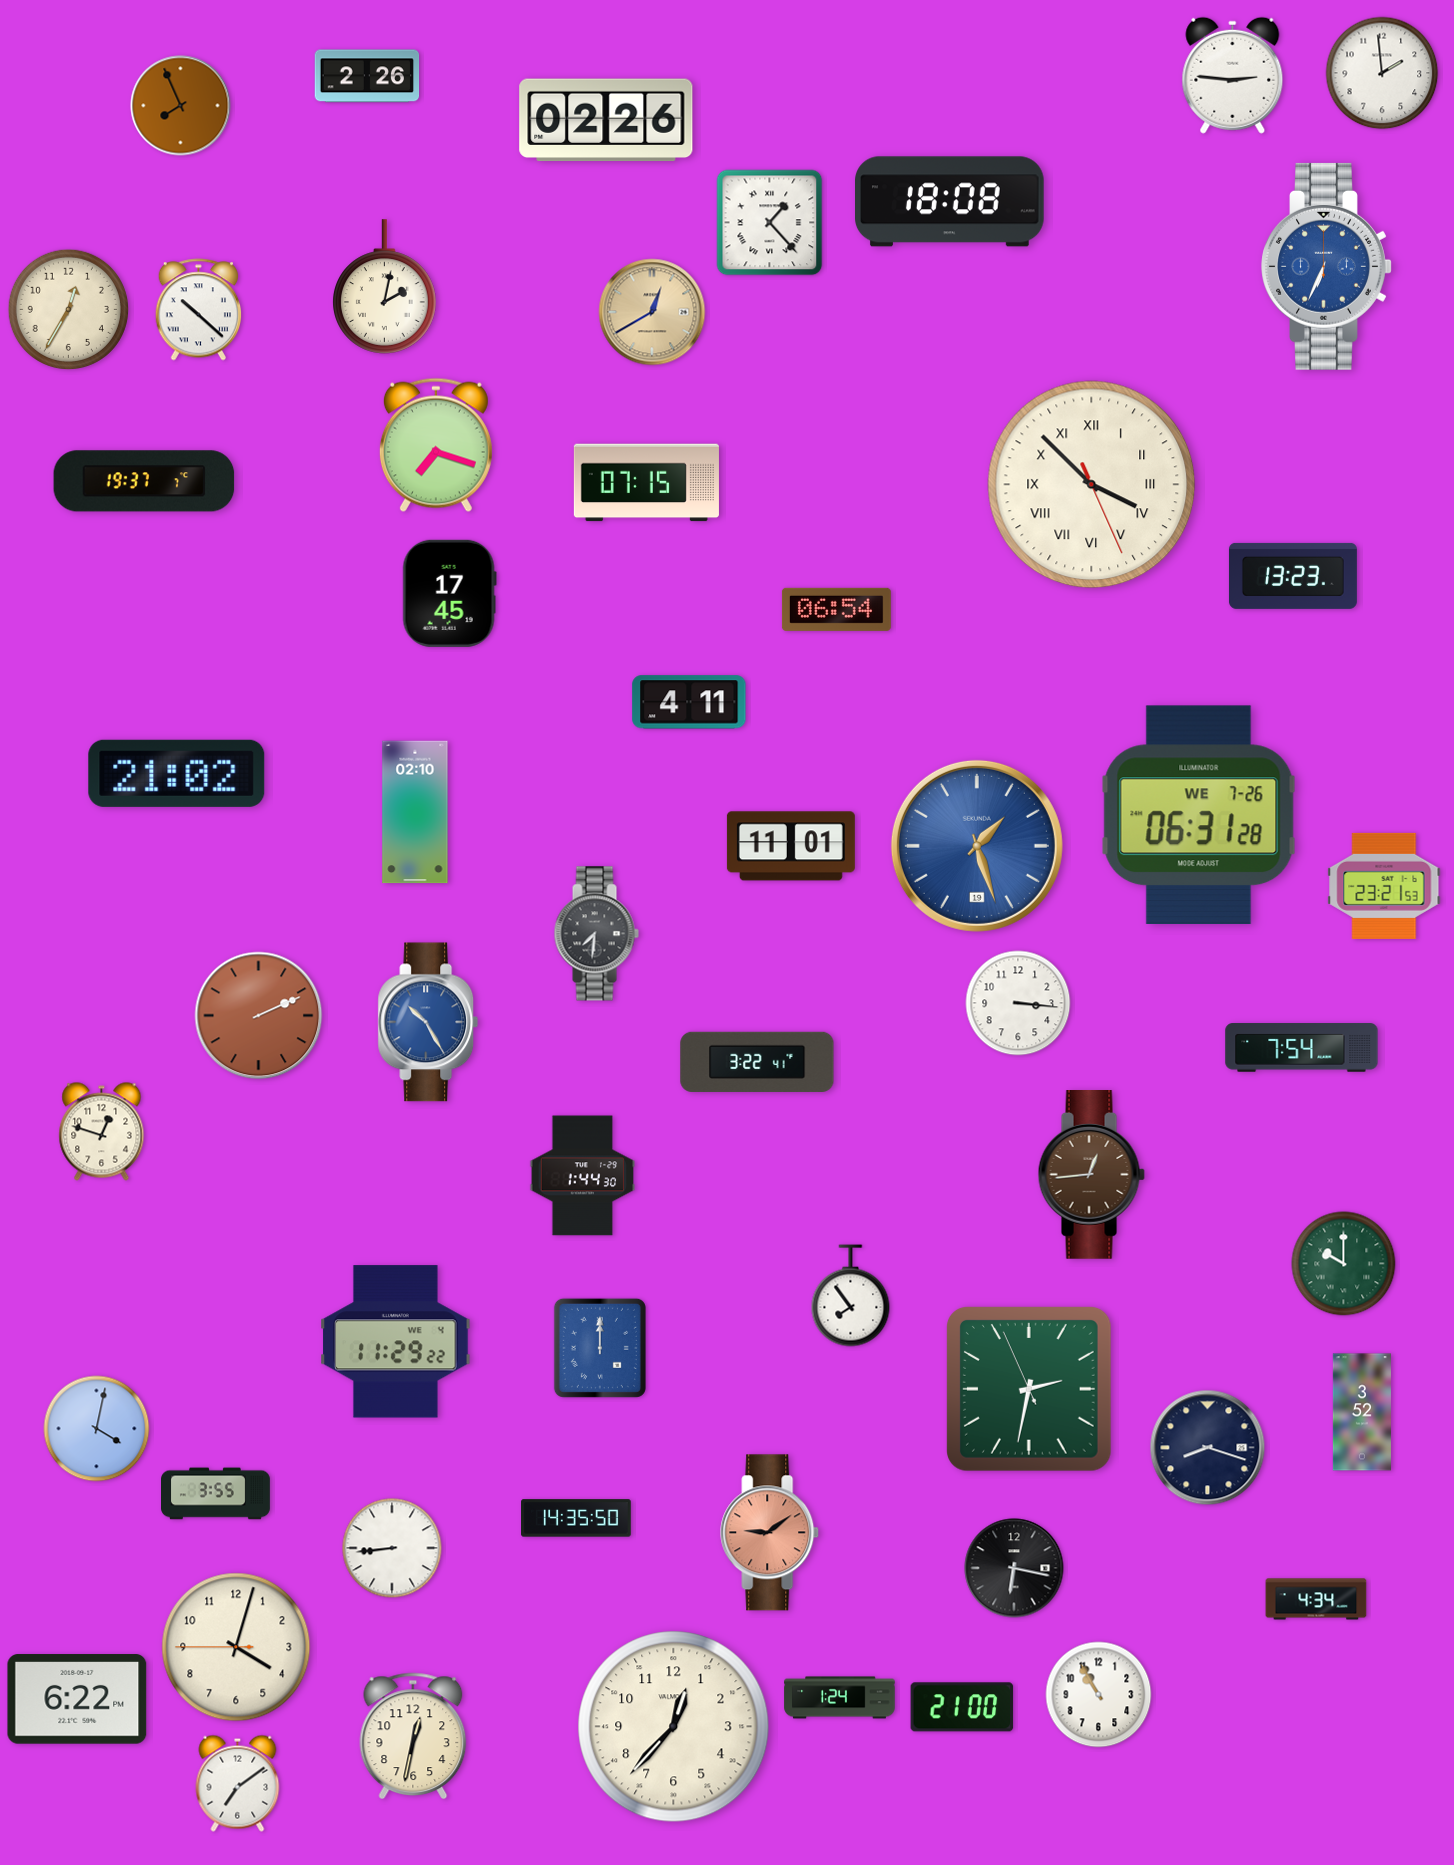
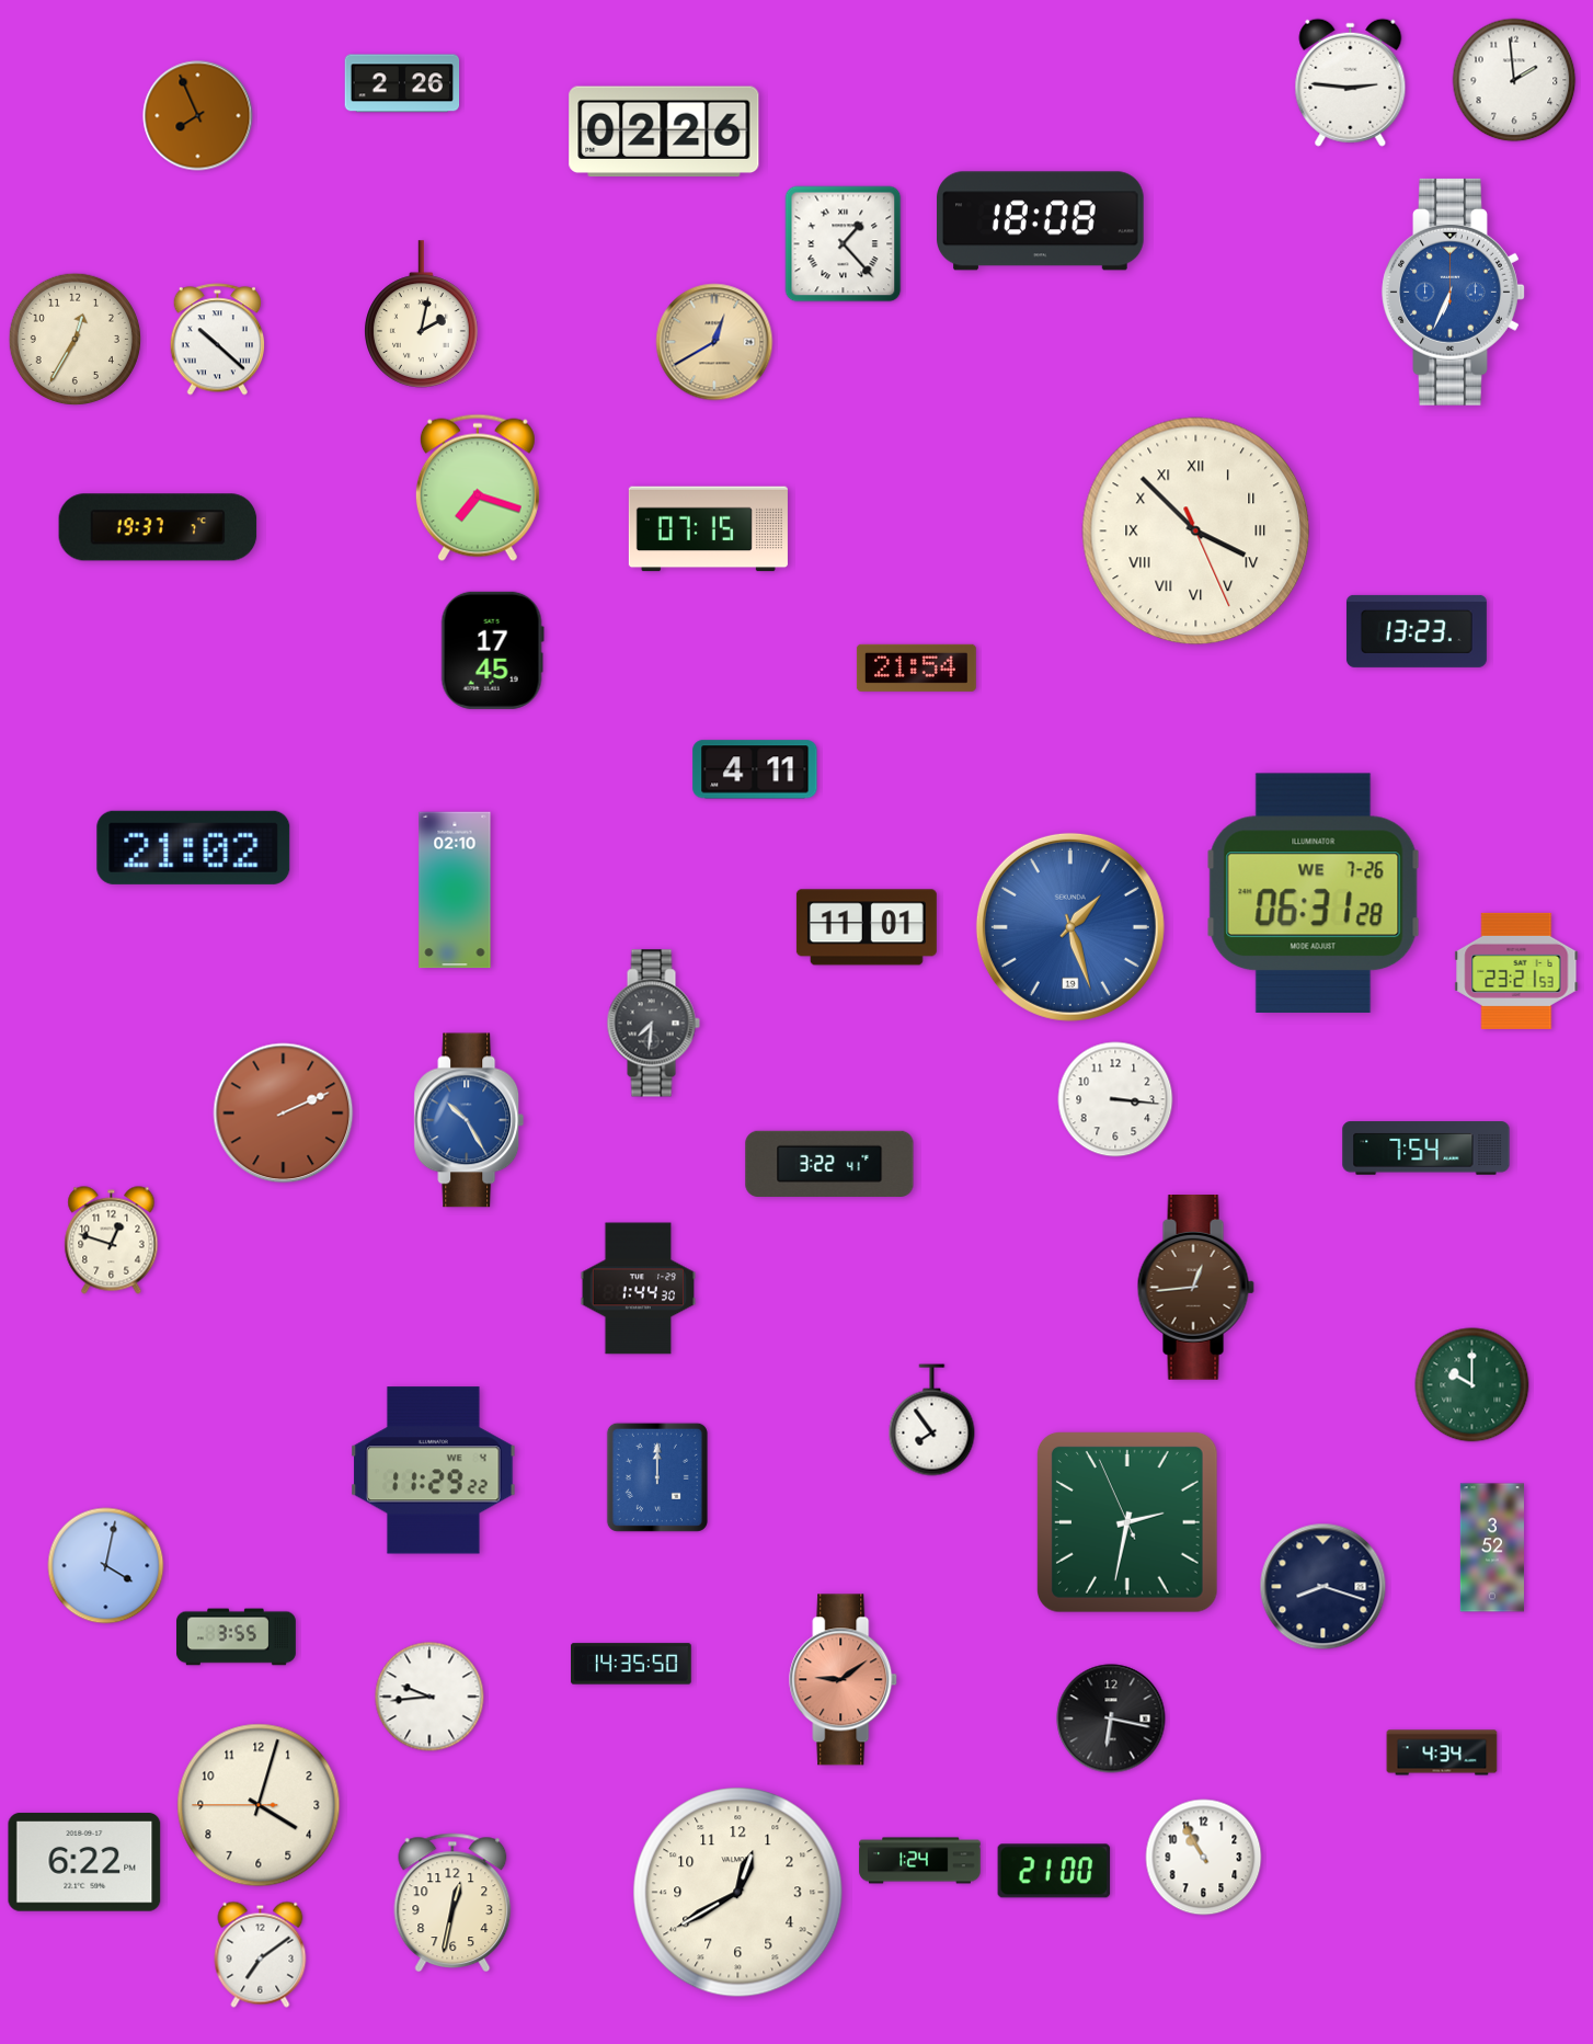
clock at (836, 609): 06:54 -> 21:54
clock at (392, 1548): 8:44 -> 9:44
clock at (674, 1727): 12:37 -> 12:40
